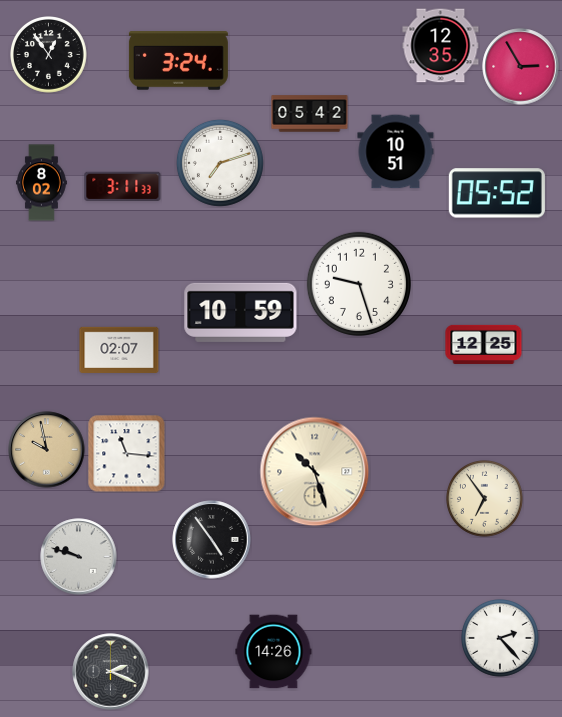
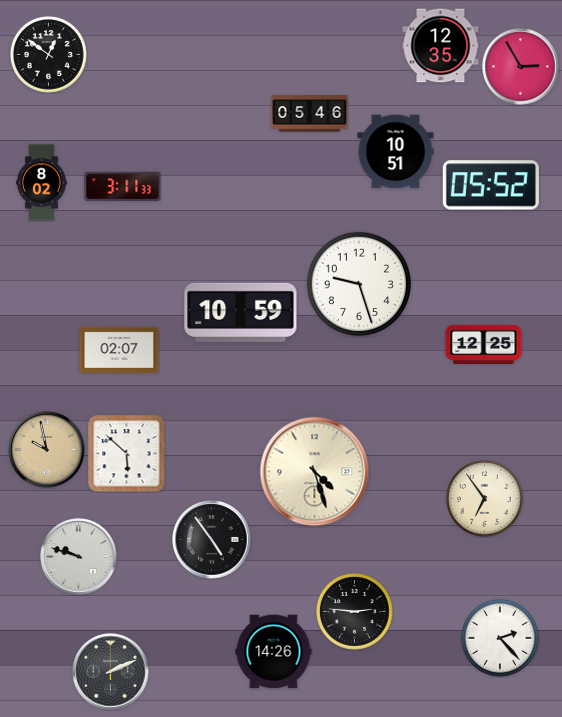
clock at (49, 55): 12:54 -> 12:51
clock at (178, 61): 3:24 -> none
clock at (310, 114): 05:42 -> 05:46
clock at (220, 163): 7:12 -> none
clock at (497, 193) position: (497, 193) -> (491, 185)
clock at (127, 454): 11:16 -> 5:52
clock at (315, 472): 10:27 -> 4:27
clock at (355, 612): none -> 2:46
clock at (111, 672): 2:19 -> 2:11
